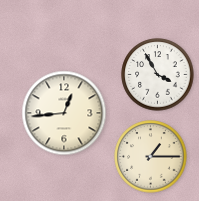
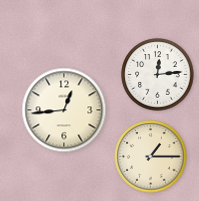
clock at (158, 75): 3:55 -> 12:14
clock at (64, 113) position: (64, 113) -> (64, 110)
